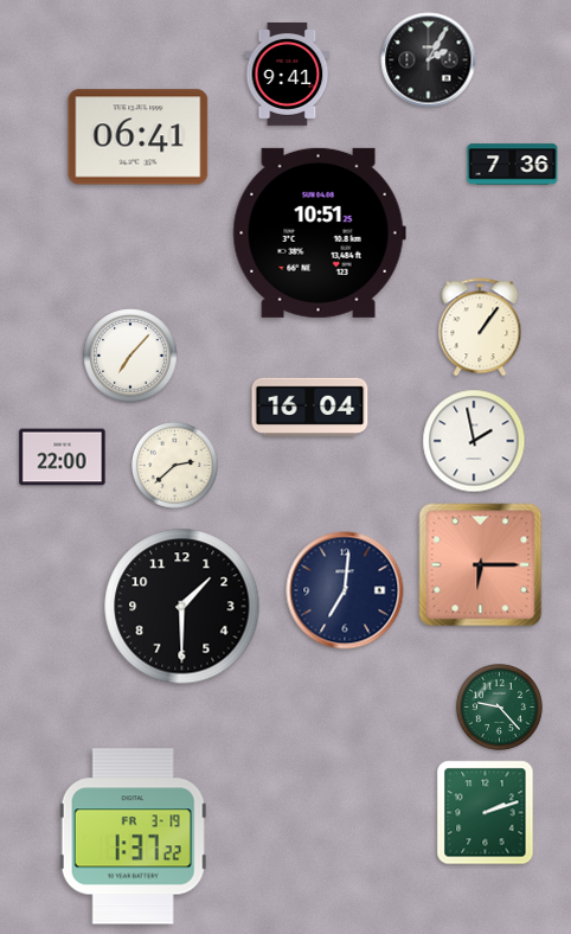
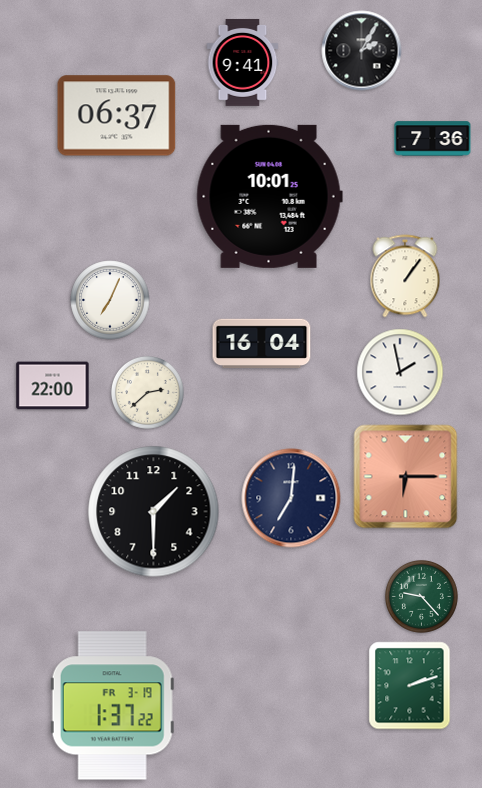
clock at (139, 137): 06:41 -> 06:37
clock at (319, 232): 10:51 -> 10:01
clock at (130, 356): 7:07 -> 7:04
